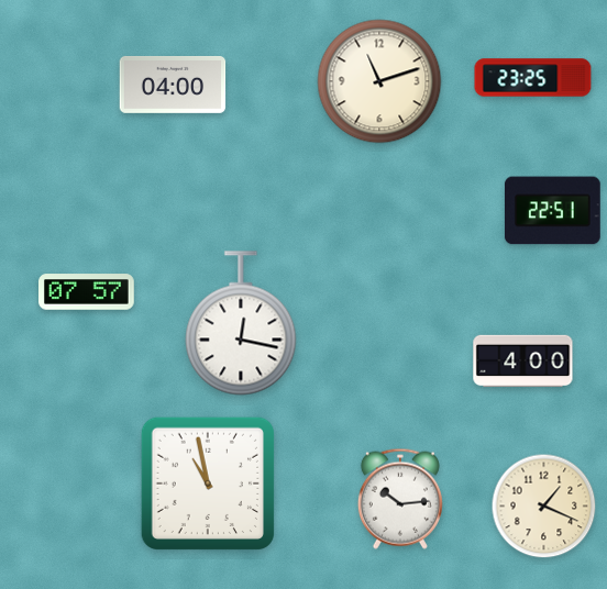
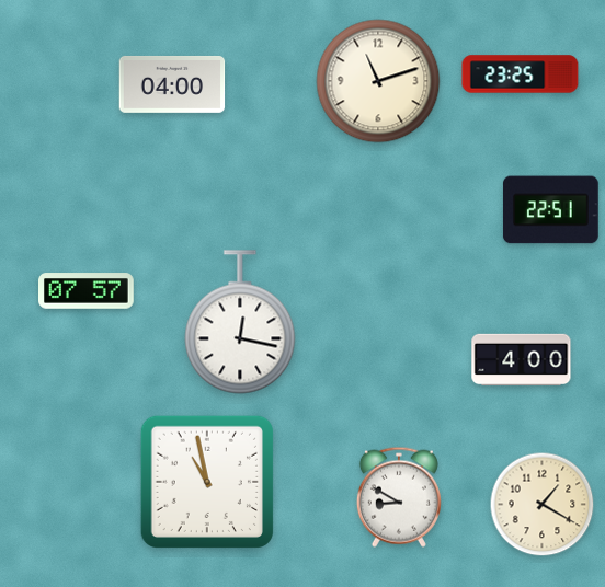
clock at (533, 78) position: (533, 78) -> (521, 74)
clock at (400, 499): 10:14 -> 8:50
clock at (544, 507): 1:19 -> 1:20
